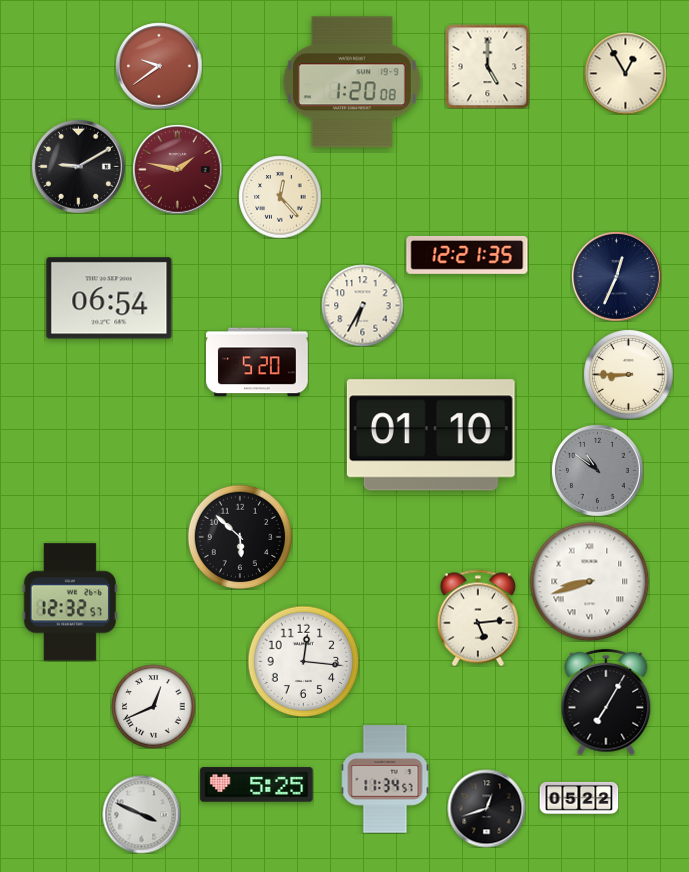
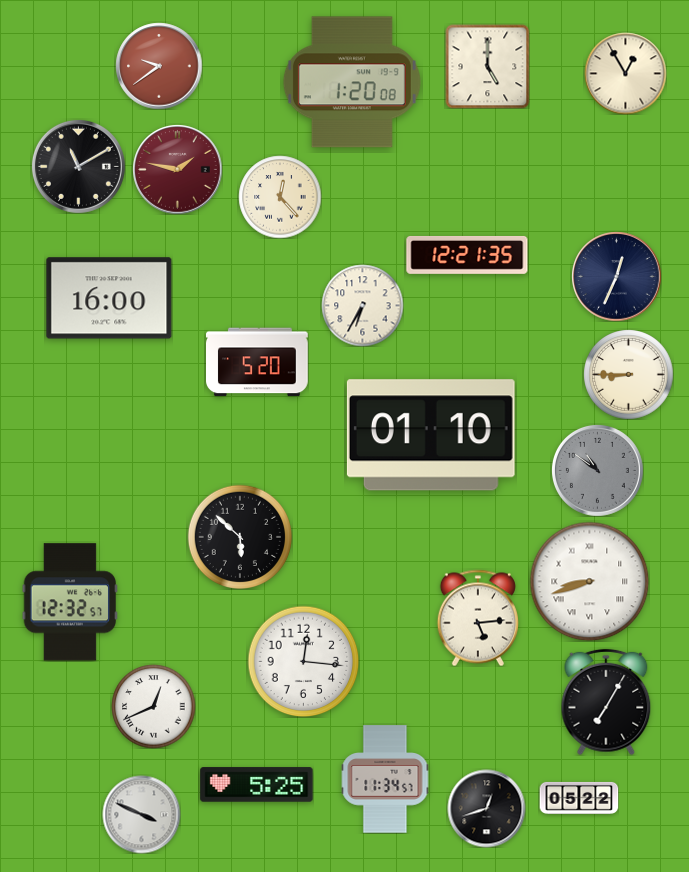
clock at (78, 166): 9:10 -> 11:10
clock at (109, 298): 06:54 -> 16:00
